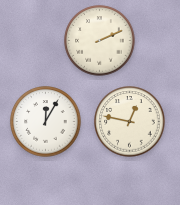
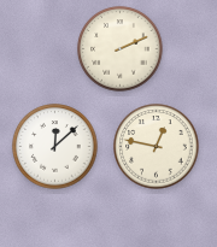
clock at (46, 122): 12:05 -> 12:08
